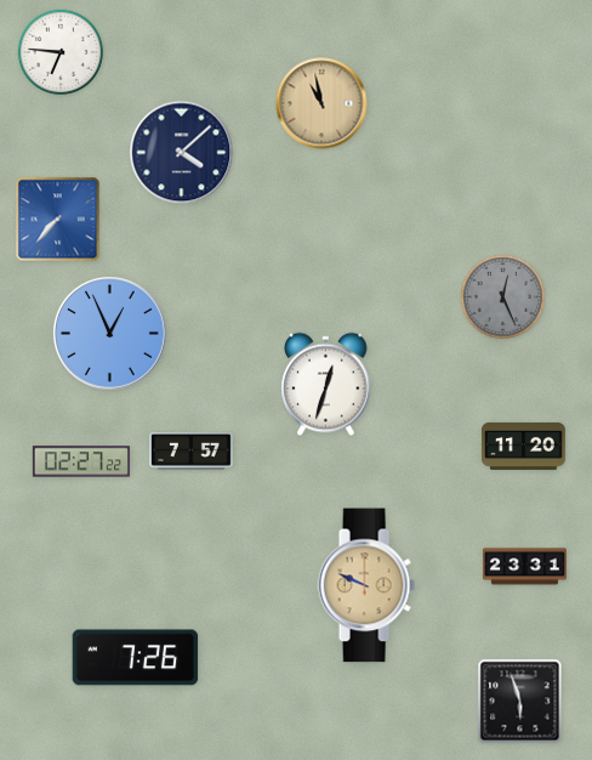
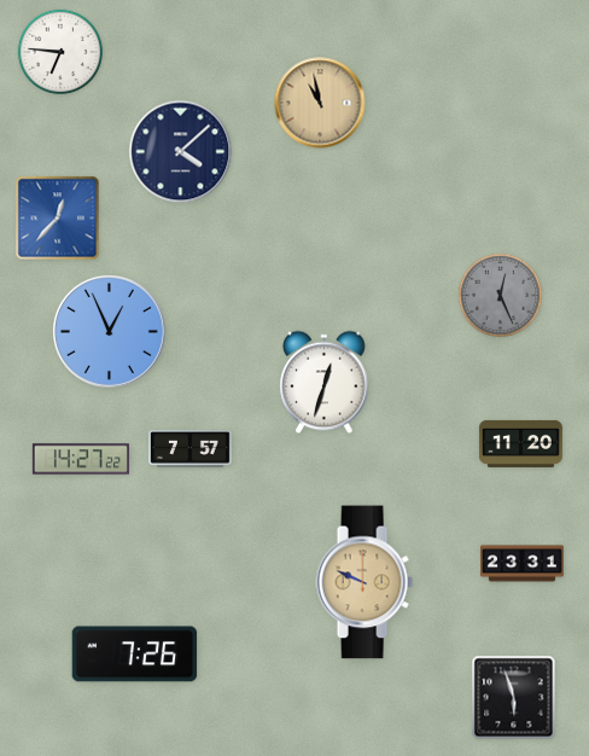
clock at (58, 220): 7:37 -> 12:37
clock at (81, 461): 02:27 -> 14:27
clock at (520, 702) position: (520, 702) -> (514, 698)
